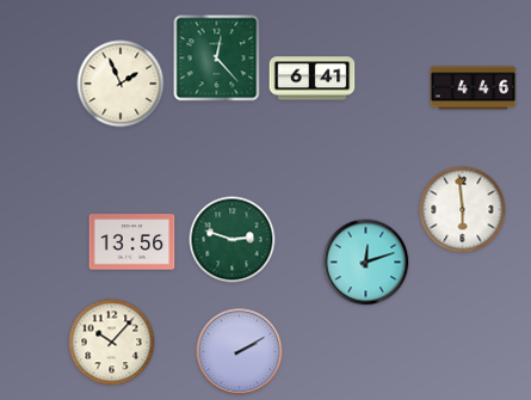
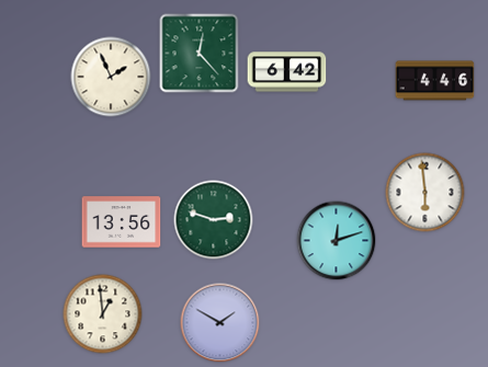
clock at (313, 79): 6:41 -> 6:42
clock at (112, 343): 10:07 -> 12:59
clock at (240, 352): 2:10 -> 1:50
